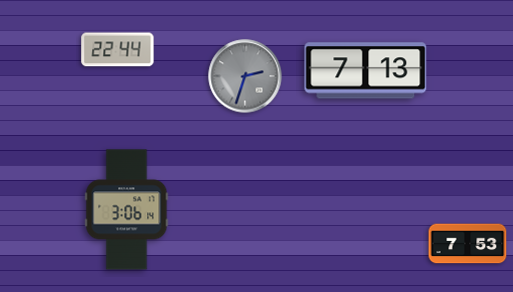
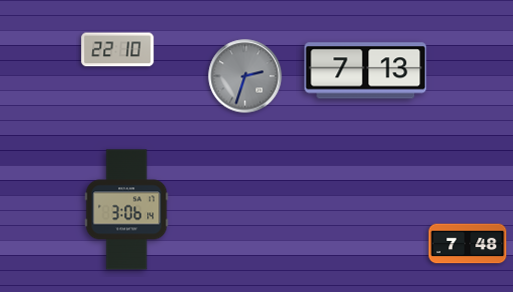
clock at (118, 50): 22:44 -> 22:10
clock at (468, 244): 7:53 -> 7:48
